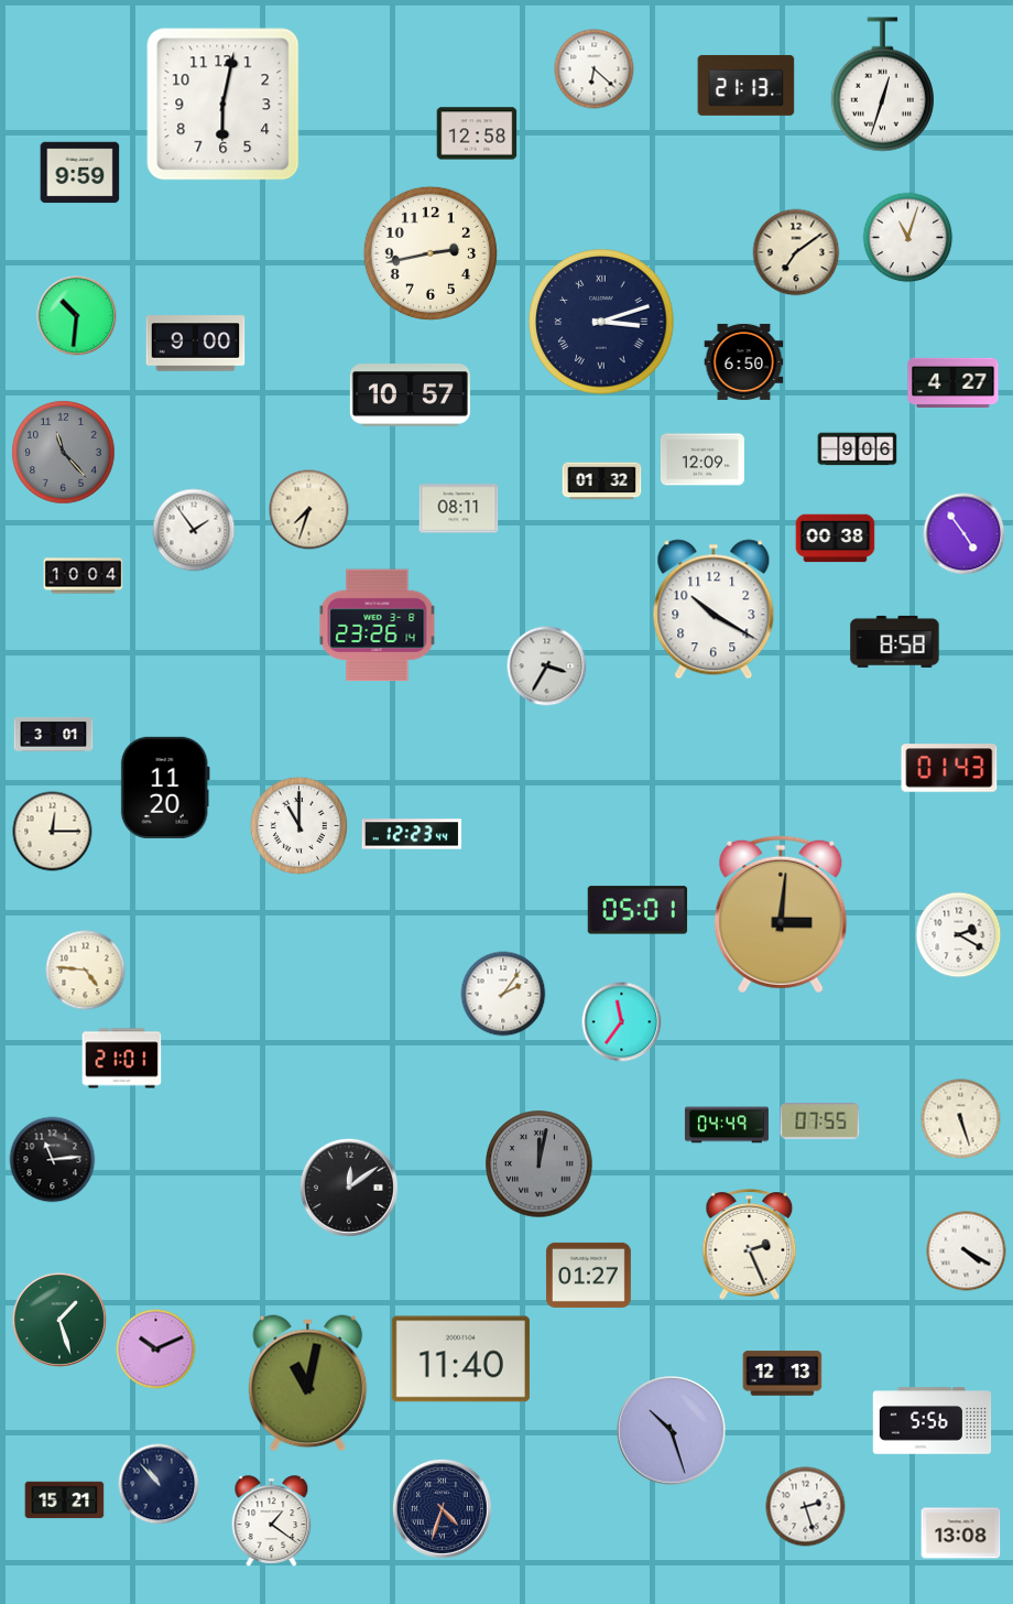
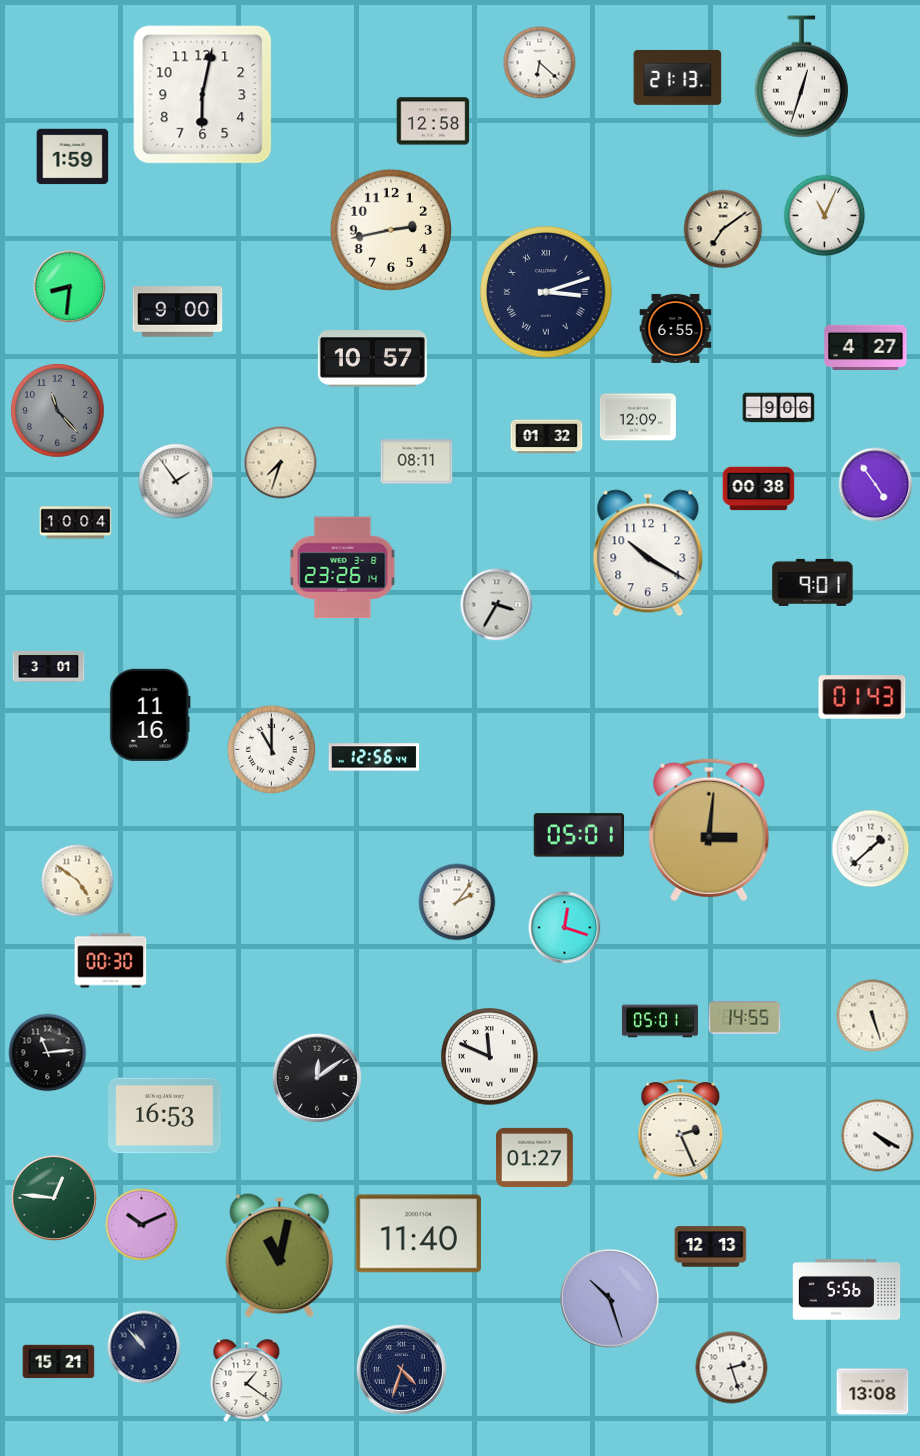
clock at (80, 173): 9:59 -> 1:59
clock at (908, 238): 11:03 -> 11:04
clock at (77, 316): 10:31 -> 8:31
clock at (744, 361): 6:50 -> 6:55
clock at (895, 641): 8:58 -> 9:01
clock at (165, 788): 11:20 -> 11:16
clock at (53, 832): 12:15 -> none
clock at (412, 834): 12:23 -> 12:56
clock at (638, 910) position: (638, 910) -> (579, 835)
clock at (959, 935): 2:20 -> 1:38
clock at (86, 971): 4:46 -> 4:51
clock at (622, 1022): 11:36 -> 12:18
clock at (122, 1059): 21:01 -> 00:30
clock at (820, 1121): 07:55 -> 14:55
clock at (727, 1125): 04:49 -> 05:01
clock at (540, 1164): 12:02 -> 11:49
clock at (540, 1164) dial: grey -> white
clock at (165, 1116): none -> 16:53
clock at (59, 1320): 1:27 -> 12:46
